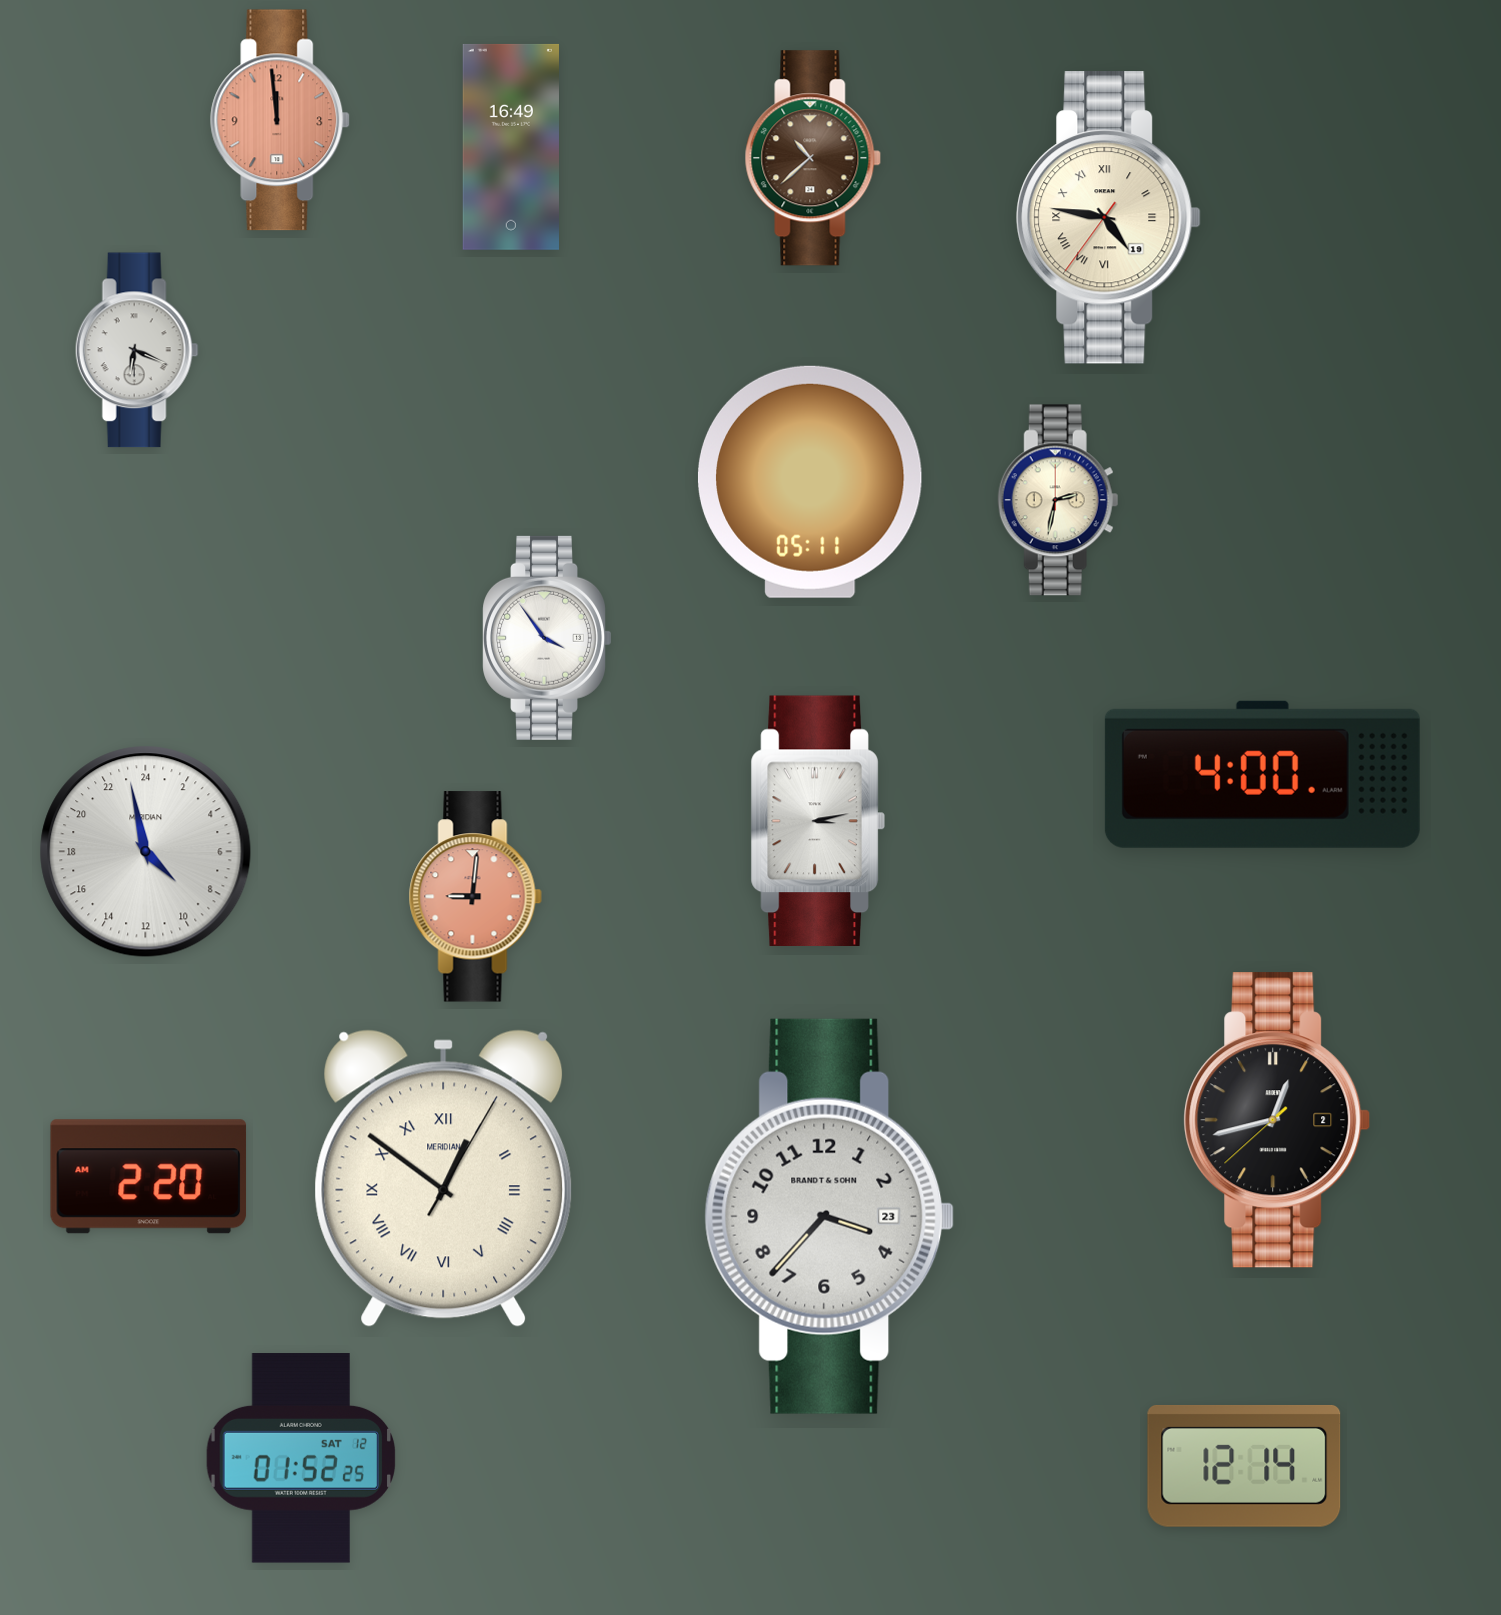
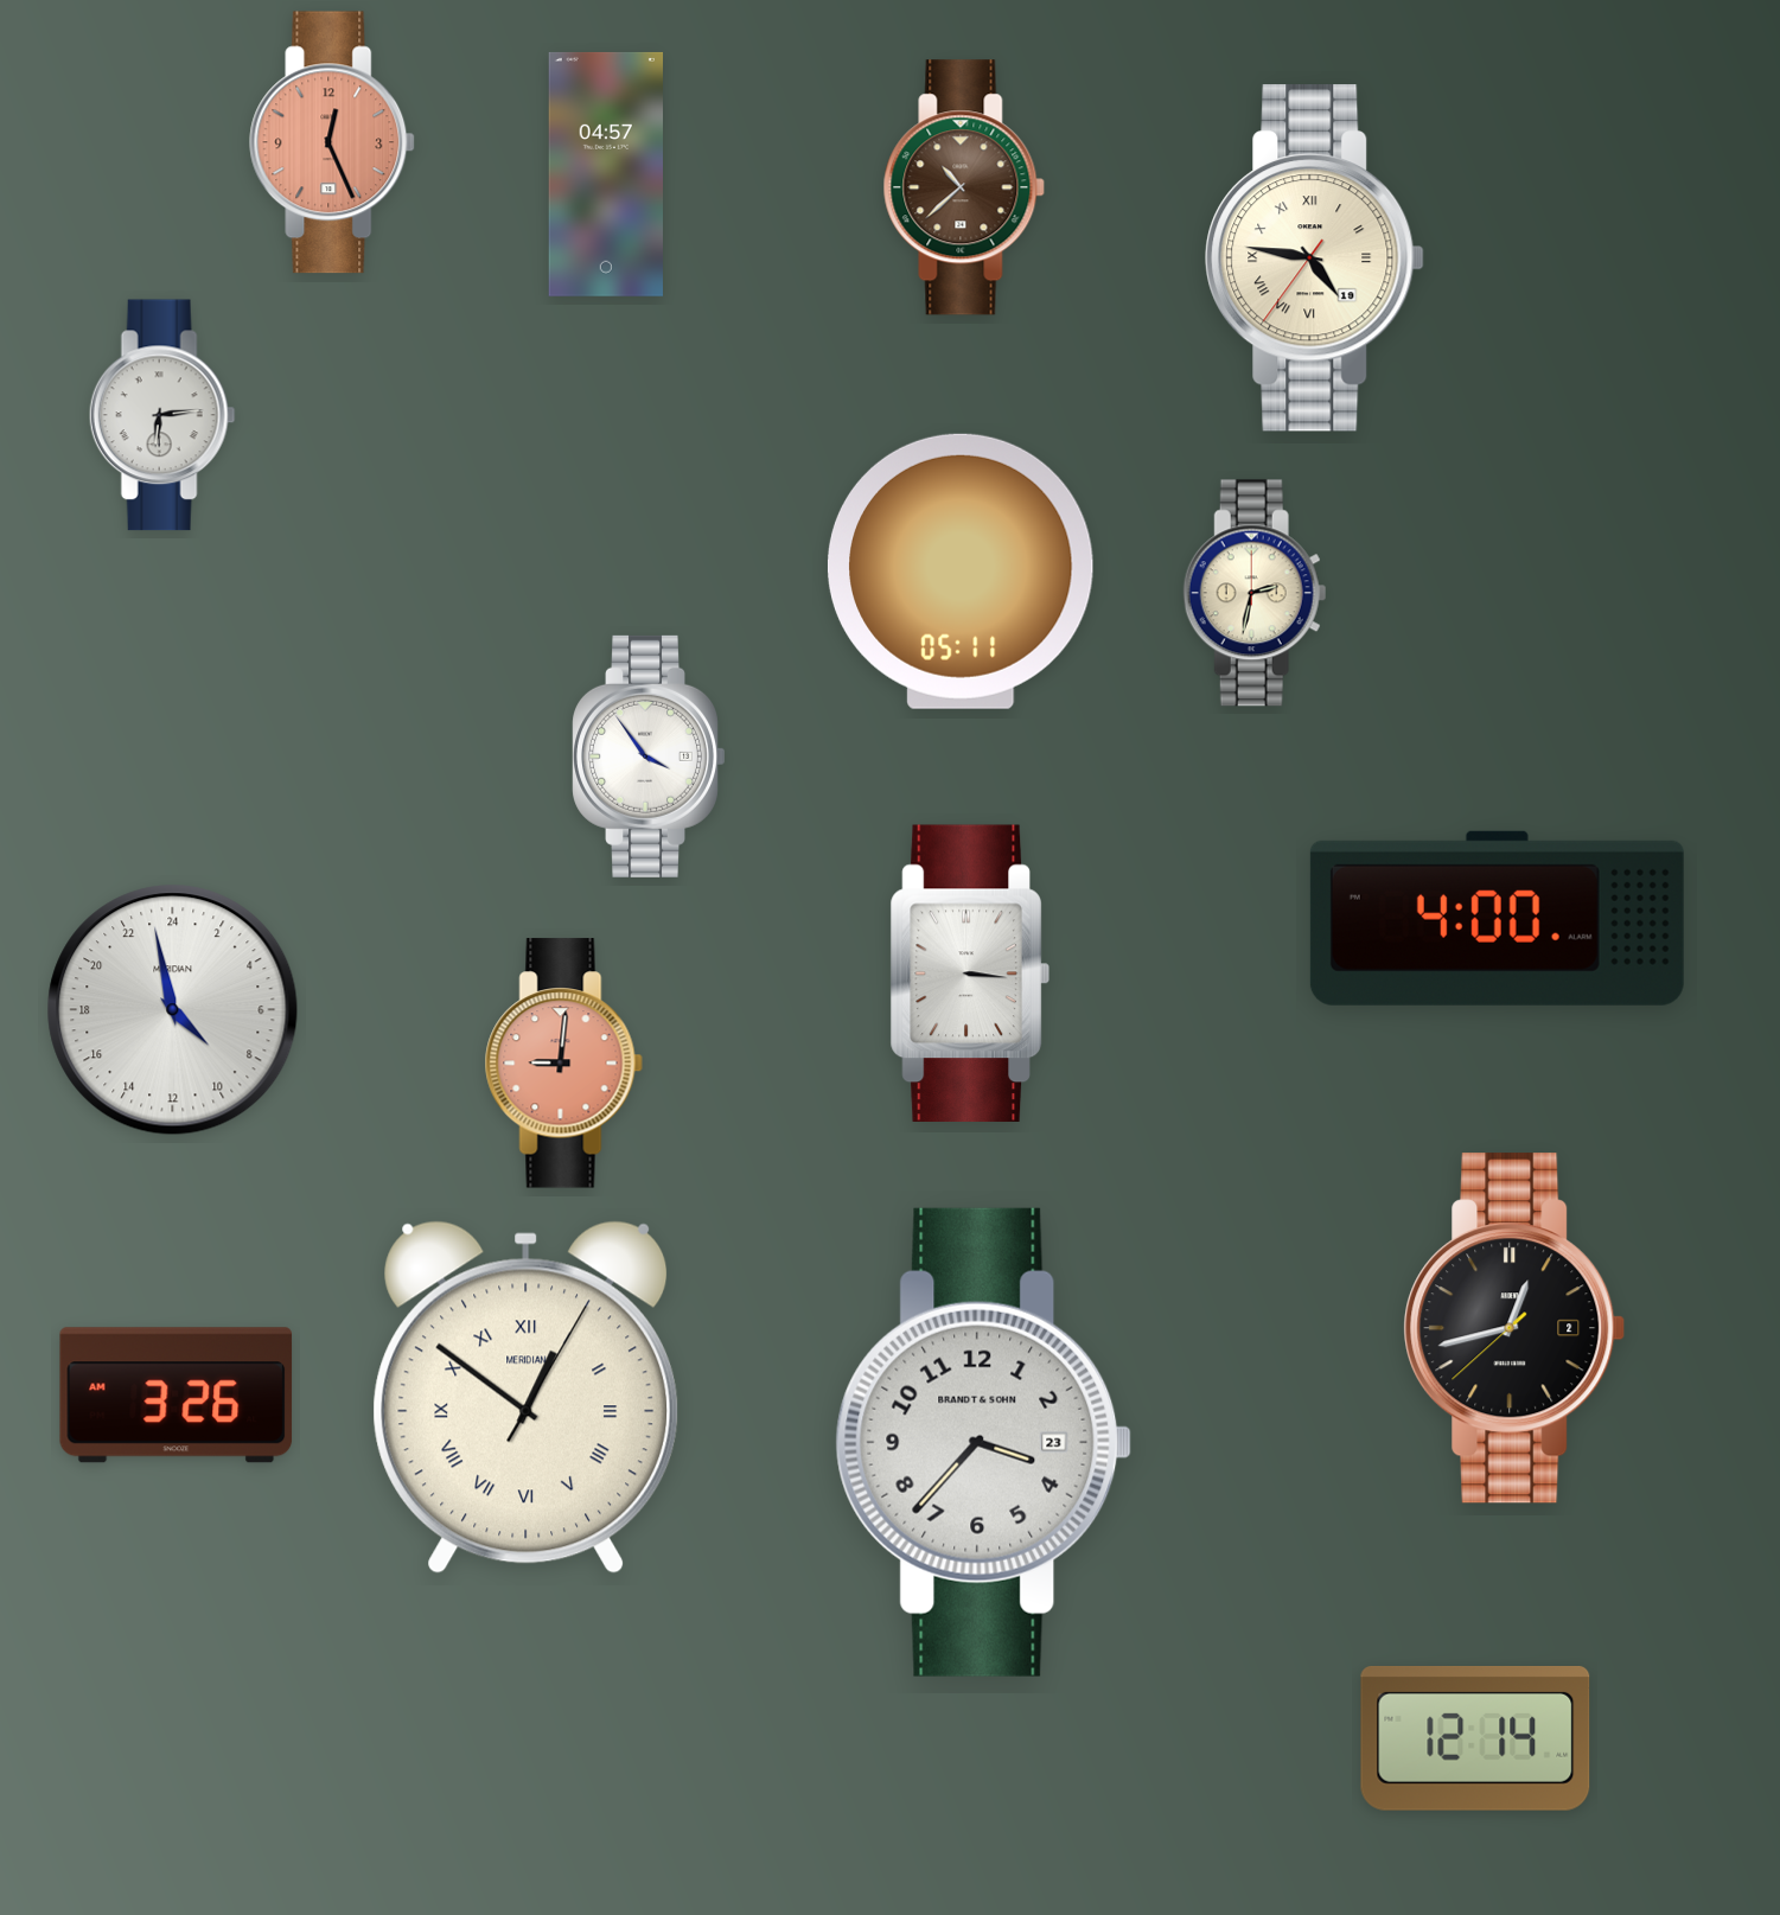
clock at (281, 120): 11:59 -> 12:26
clock at (510, 147): 16:49 -> 04:57
clock at (137, 350): 6:19 -> 6:14
clock at (818, 820): 3:13 -> 3:16
clock at (149, 1177): 2:20 -> 3:26
clock at (301, 1458): 01:52 -> none
